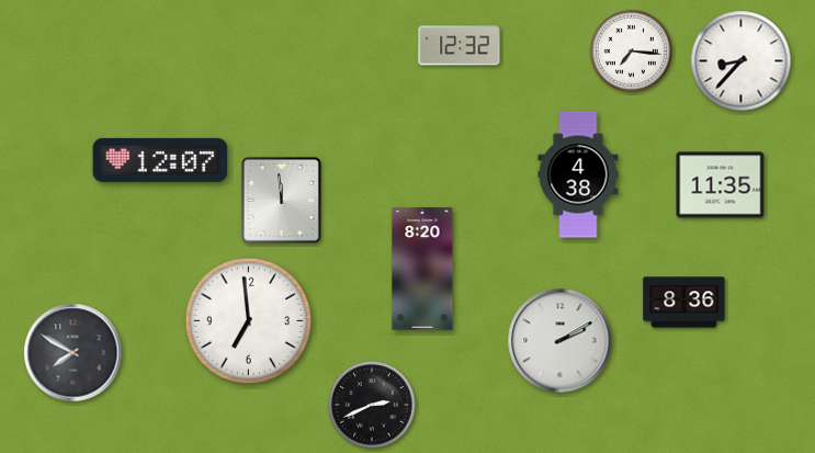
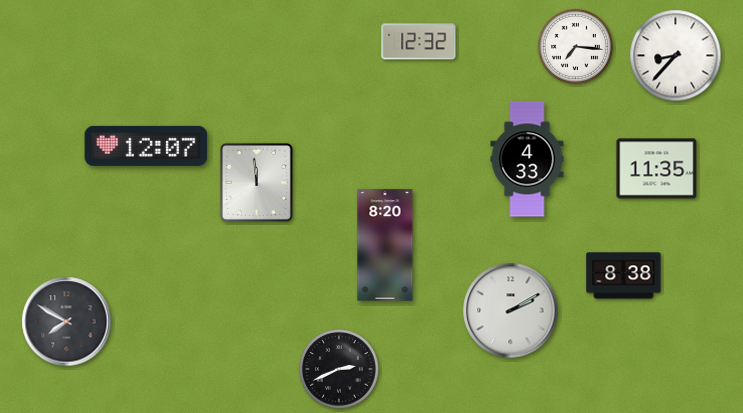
clock at (578, 174): 4:38 -> 4:33
clock at (684, 303): 8:36 -> 8:38
clock at (249, 321): 6:59 -> none
